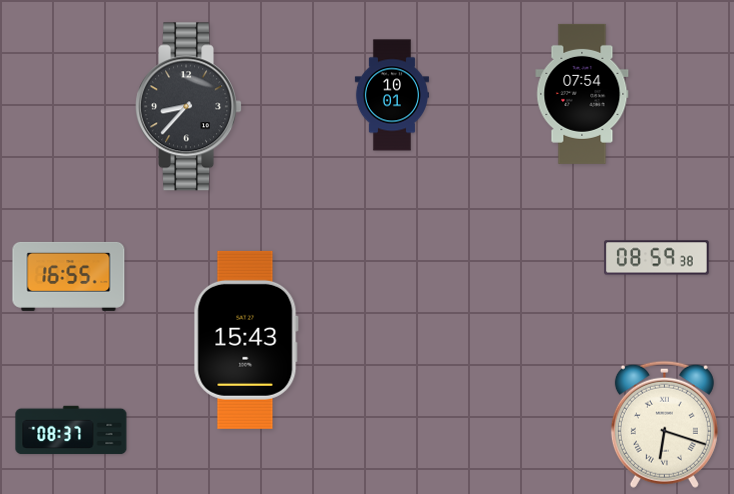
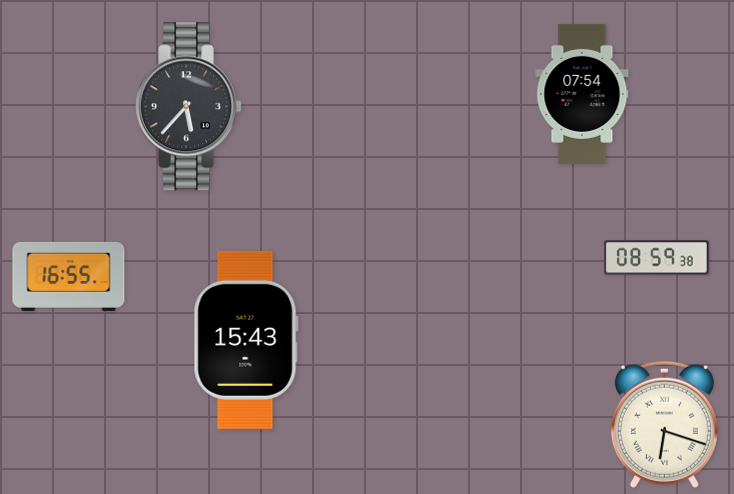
clock at (392, 95): 10:01 -> none
clock at (189, 107): 8:37 -> 5:37
clock at (71, 430): 08:37 -> none
